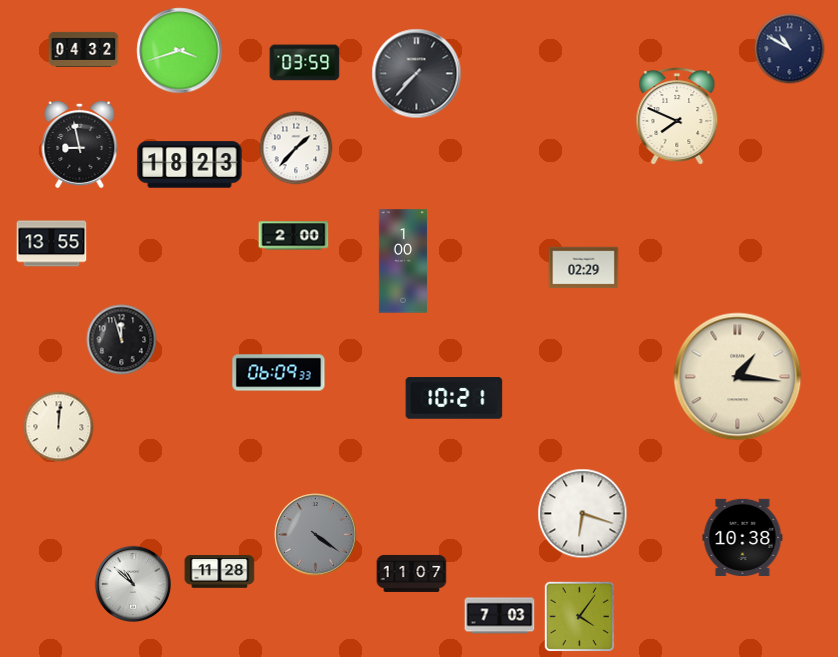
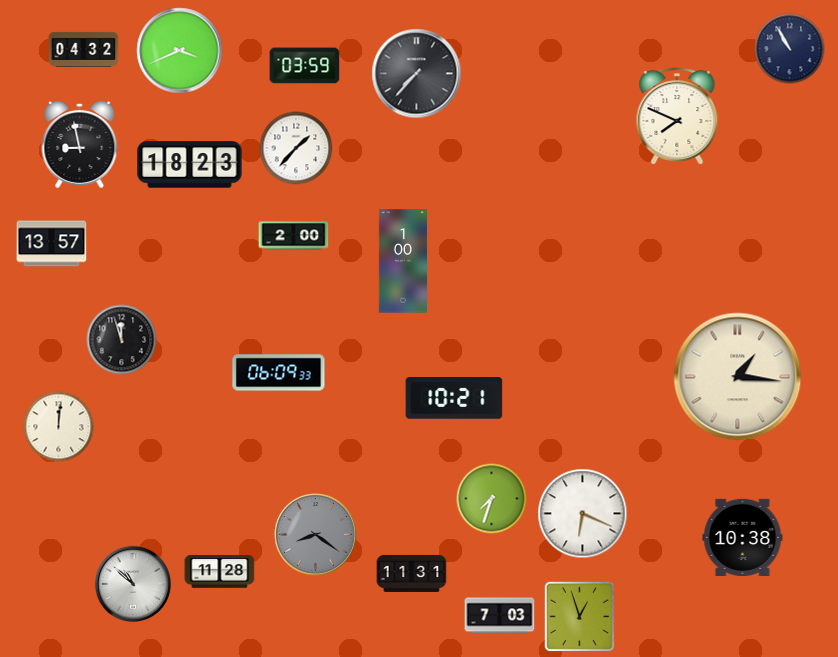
clock at (790, 49): 10:50 -> 10:55
clock at (180, 51): 3:42 -> 3:41
clock at (305, 63) position: (305, 63) -> (305, 66)
clock at (52, 244): 13:55 -> 13:57
clock at (584, 268): 02:29 -> none
clock at (492, 499): none -> 7:33
clock at (583, 514): 6:18 -> 6:19
clock at (316, 535): 4:21 -> 8:21
clock at (412, 573): 11:07 -> 11:31
clock at (580, 617): 4:06 -> 12:57
